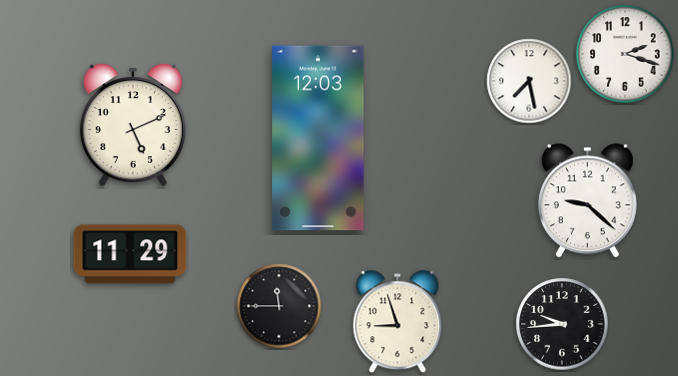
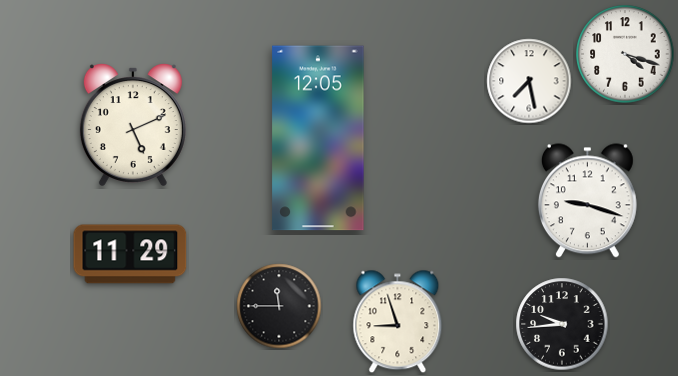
clock at (625, 54): 2:18 -> 4:18
clock at (318, 138): 12:03 -> 12:05
clock at (587, 201): 9:22 -> 9:18
